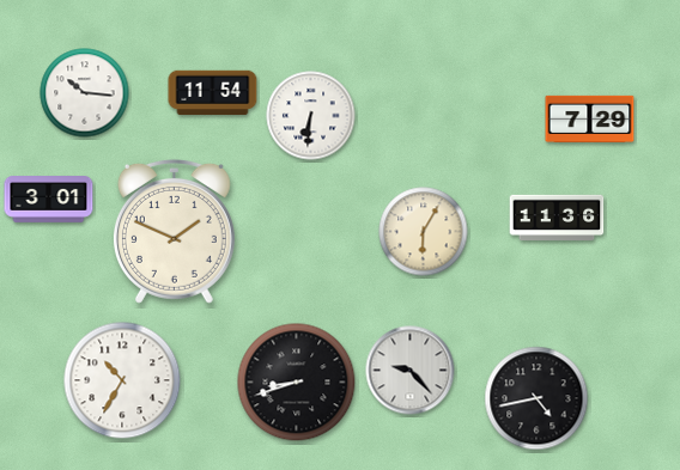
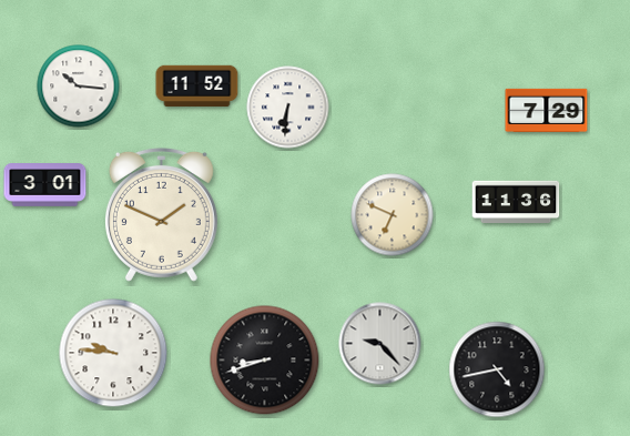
clock at (213, 93): 11:54 -> 11:52
clock at (424, 232): 6:05 -> 6:49
clock at (122, 380): 10:35 -> 9:46
clock at (297, 383) position: (297, 383) -> (265, 361)
